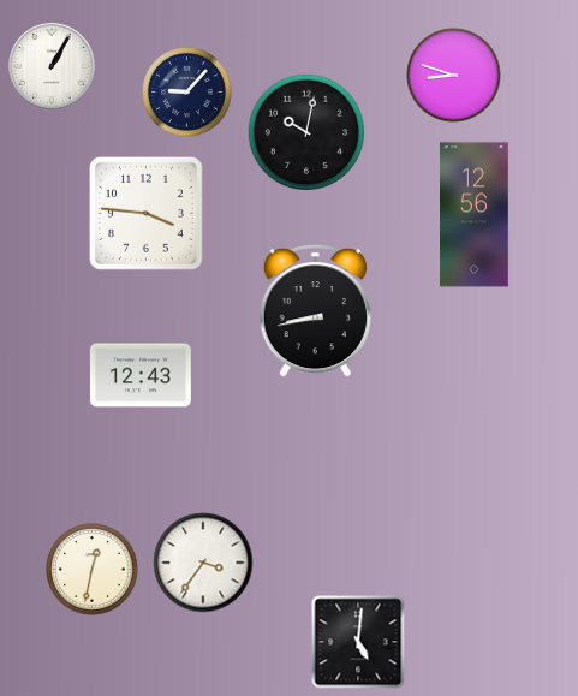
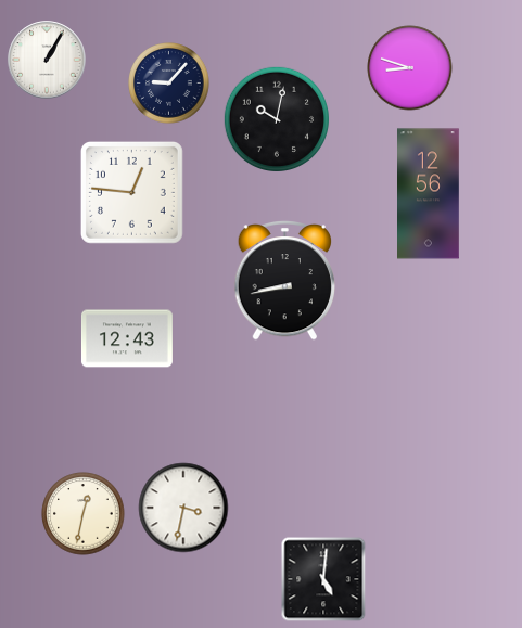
clock at (145, 213): 3:46 -> 12:46
clock at (203, 563): 3:36 -> 3:32
